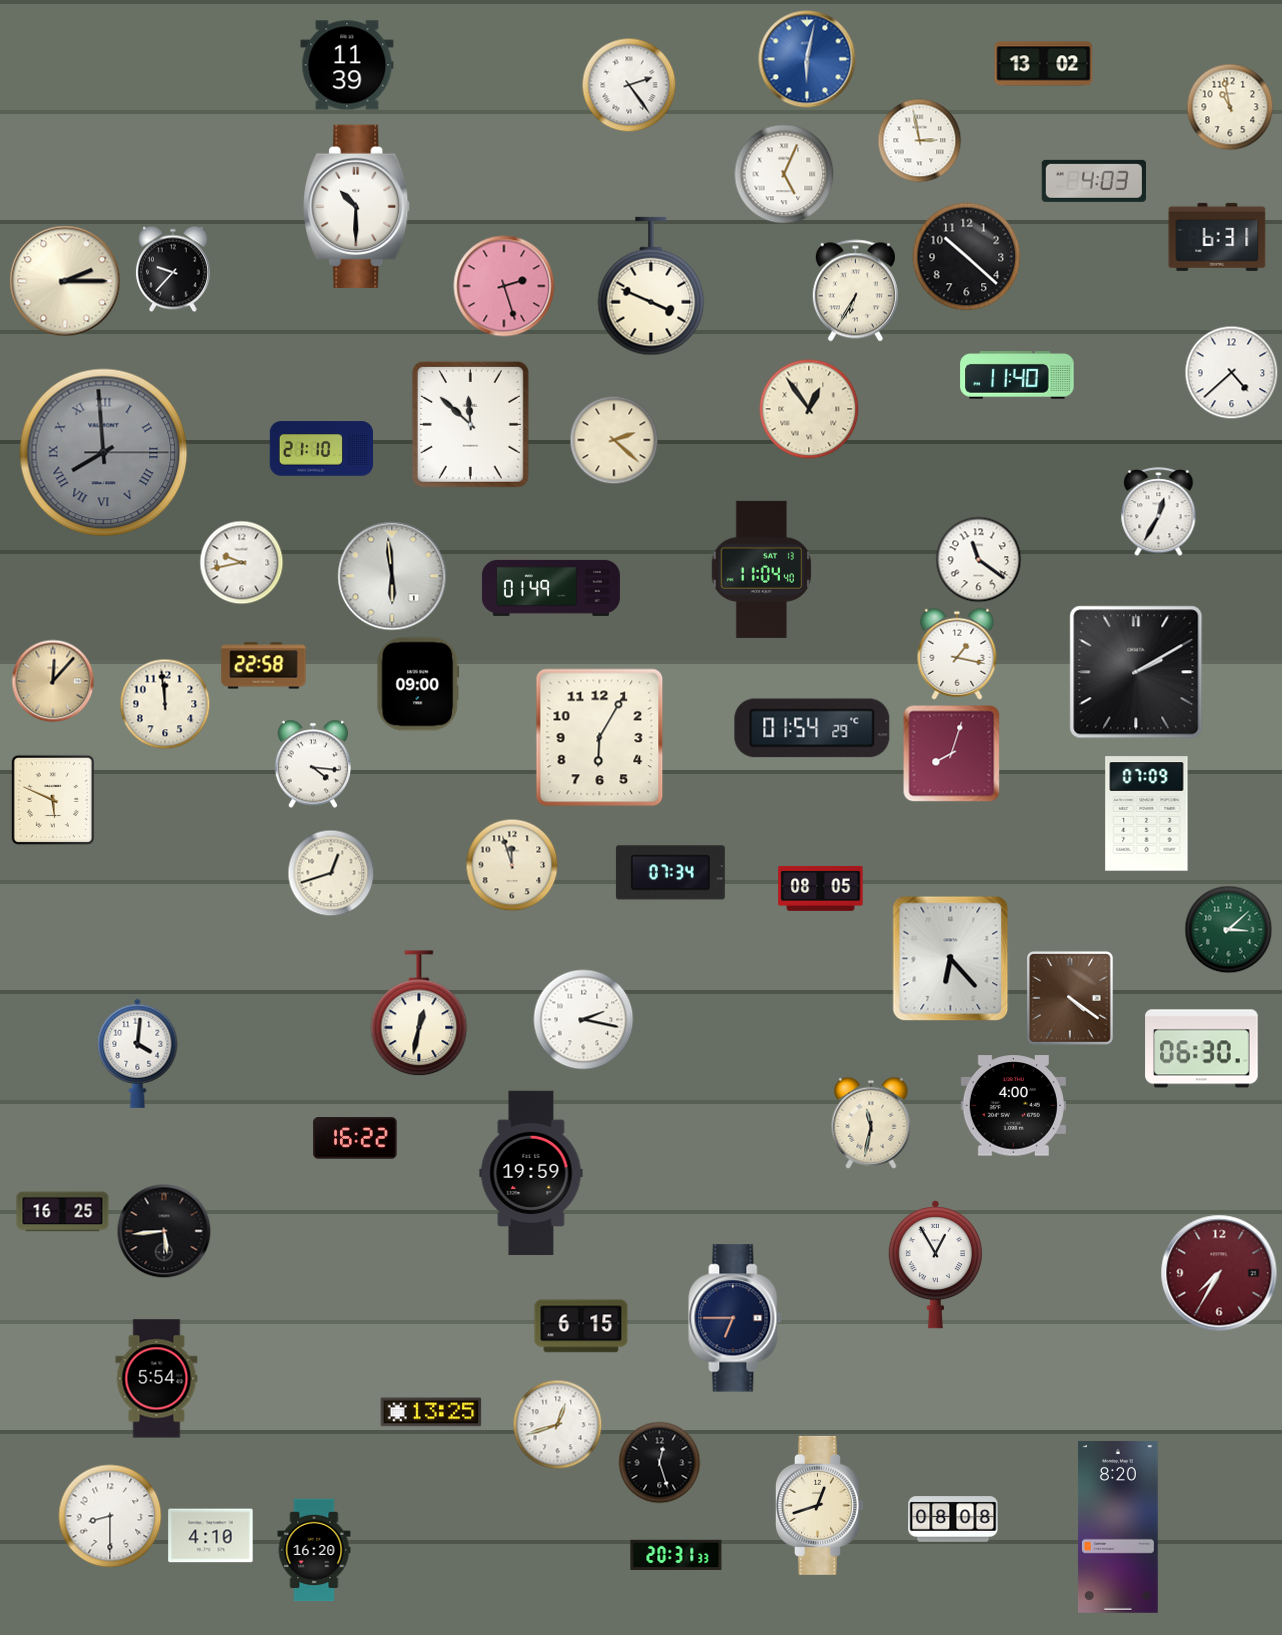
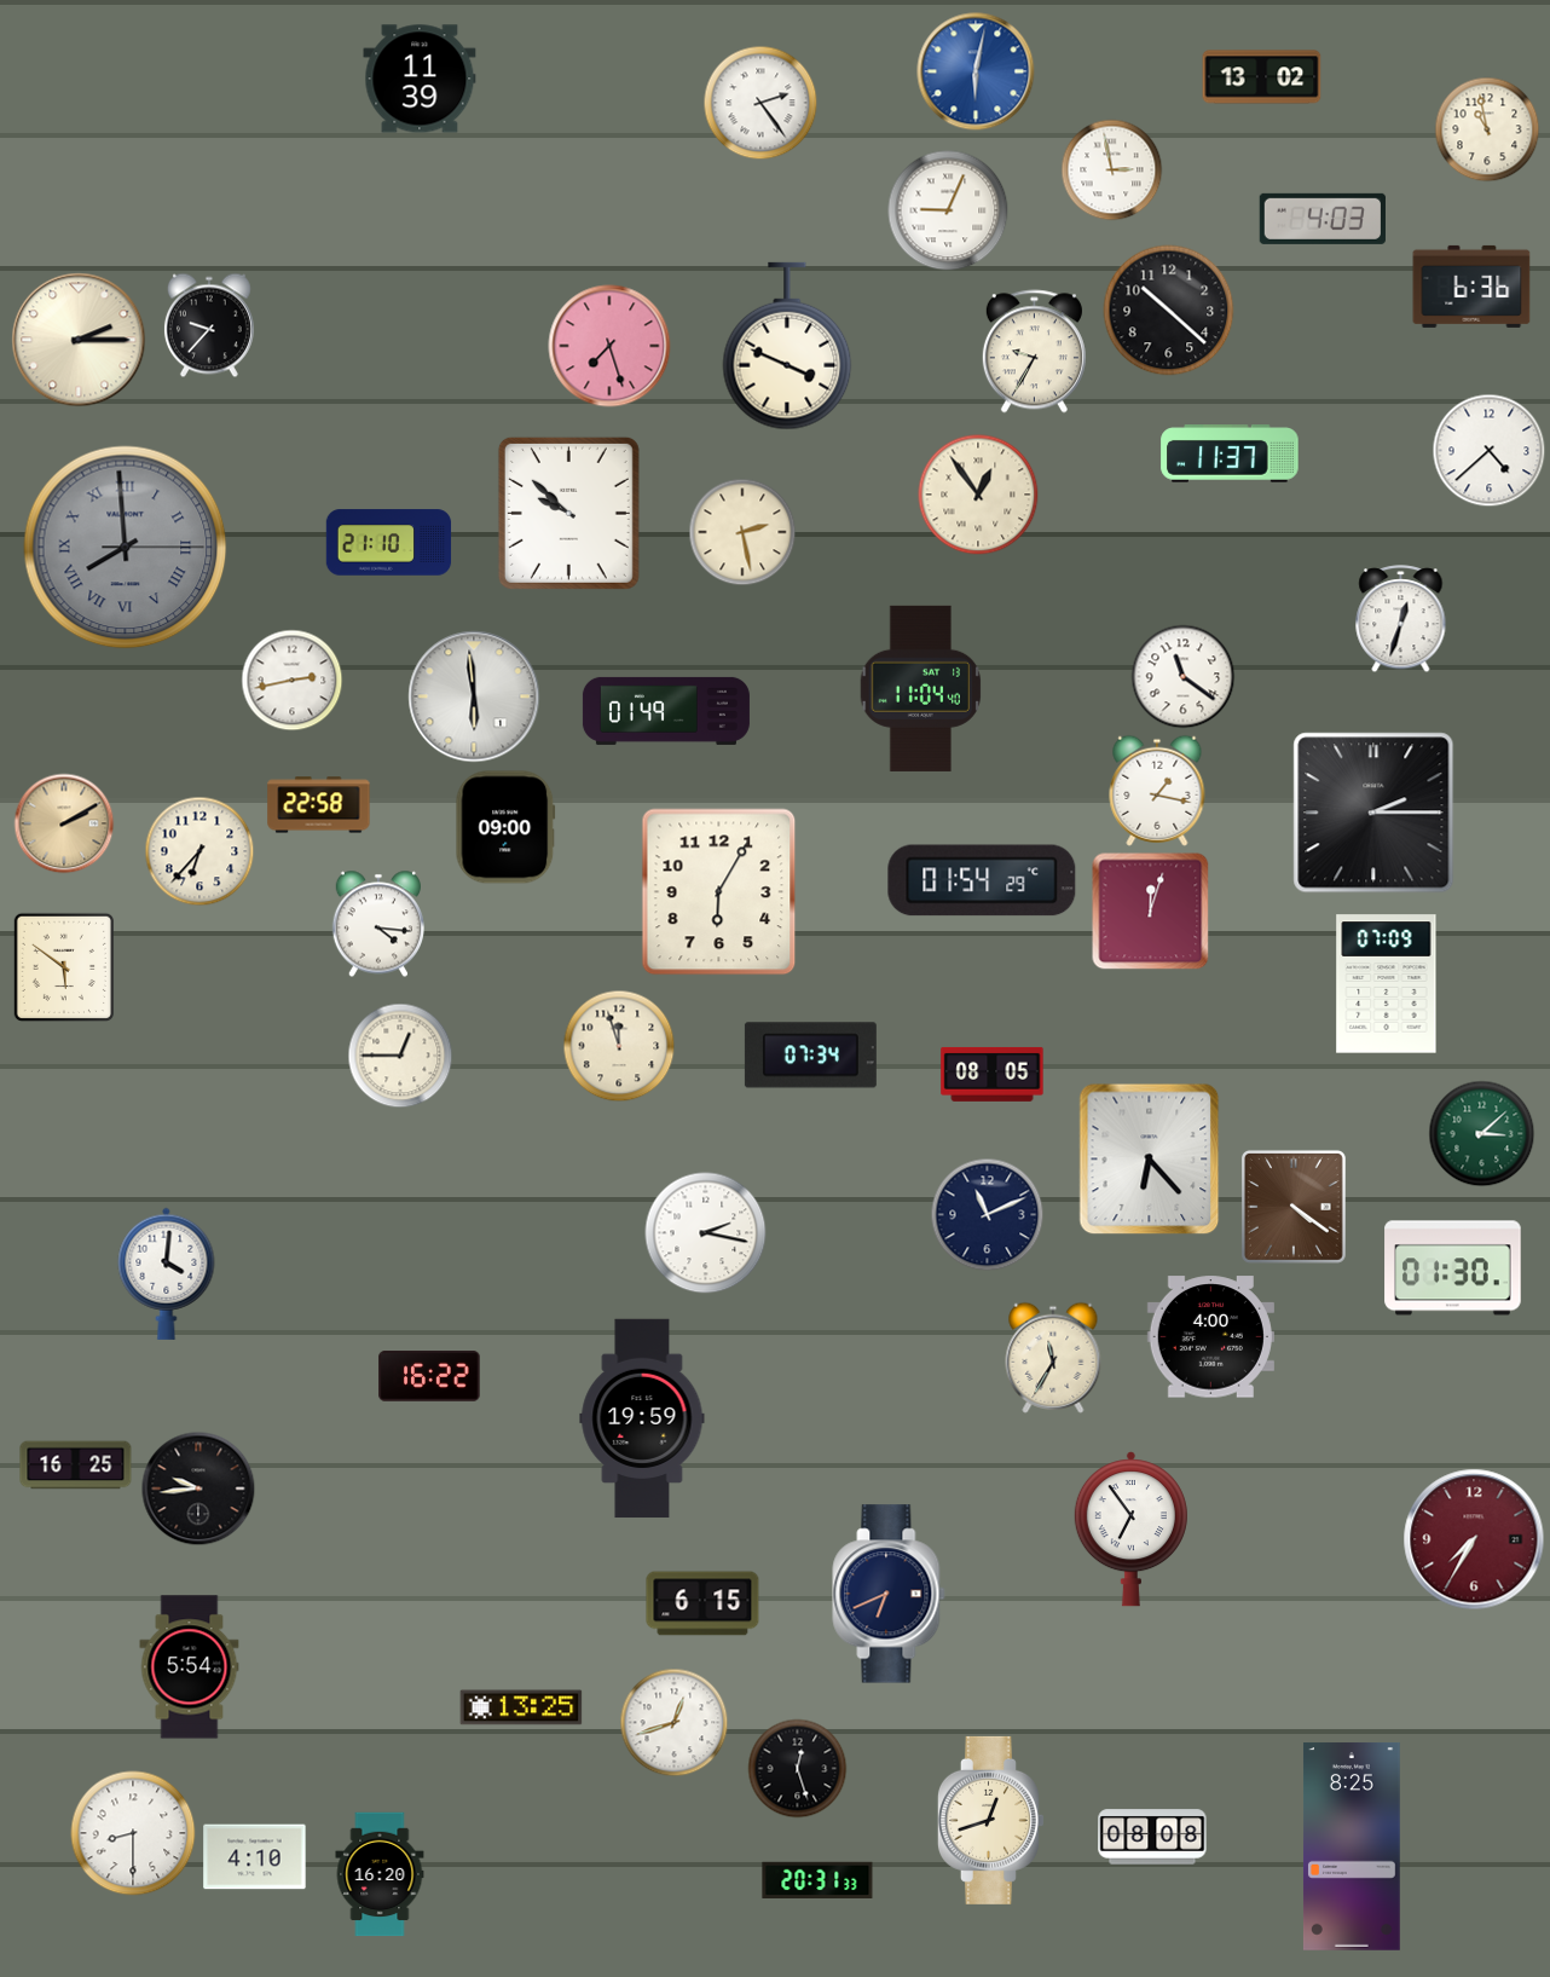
clock at (784, 174): 5:04 -> 9:04
clock at (357, 207): 10:30 -> none
clock at (1217, 237): 6:31 -> 6:36
clock at (504, 286): 2:27 -> 7:27
clock at (855, 291): 6:35 -> 9:35
clock at (1017, 375): 11:40 -> 11:37
clock at (470, 424): 11:52 -> 9:52
clock at (614, 440): 2:22 -> 2:28
clock at (1159, 512): 12:35 -> 12:33
clock at (242, 563): 9:43 -> 2:43
clock at (1136, 672): 2:10 -> 2:15
clock at (53, 681): 12:07 -> 2:10
clock at (165, 704): 11:59 -> 6:37
clock at (600, 738) position: (600, 738) -> (719, 892)
clock at (952, 754): 8:03 -> 12:03
clock at (52, 800): 5:49 -> 5:51
clock at (331, 873): 12:42 -> 12:45
clock at (1229, 930) position: (1229, 930) -> (1482, 1134)
clock at (988, 1215): none -> 11:11
clock at (419, 1014): 12:32 -> none
clock at (1202, 1049): 06:30 -> 01:30
clock at (1013, 1106) position: (1013, 1106) -> (1210, 1337)
clock at (871, 1123): 11:32 -> 11:35
clock at (164, 1231): 5:44 -> 9:44
clock at (935, 1265): 12:55 -> 6:54
clock at (735, 1318): 6:45 -> 6:41
clock at (1118, 1527): 8:20 -> 8:25
